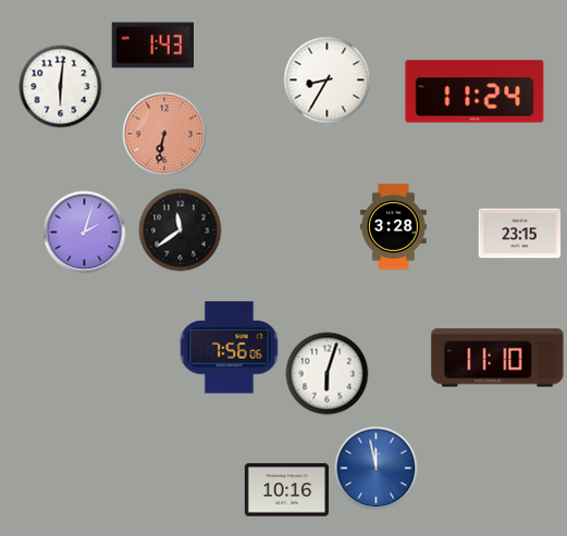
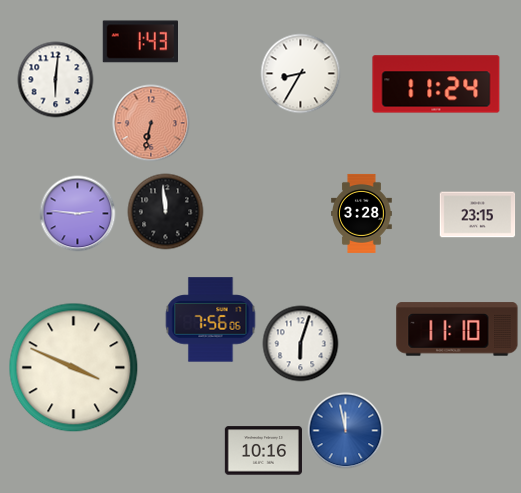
clock at (394, 226) position: (394, 226) -> (362, 213)
clock at (181, 230): 11:39 -> 11:59
clock at (85, 233): 2:03 -> 2:46
clock at (74, 368): none -> 3:49
